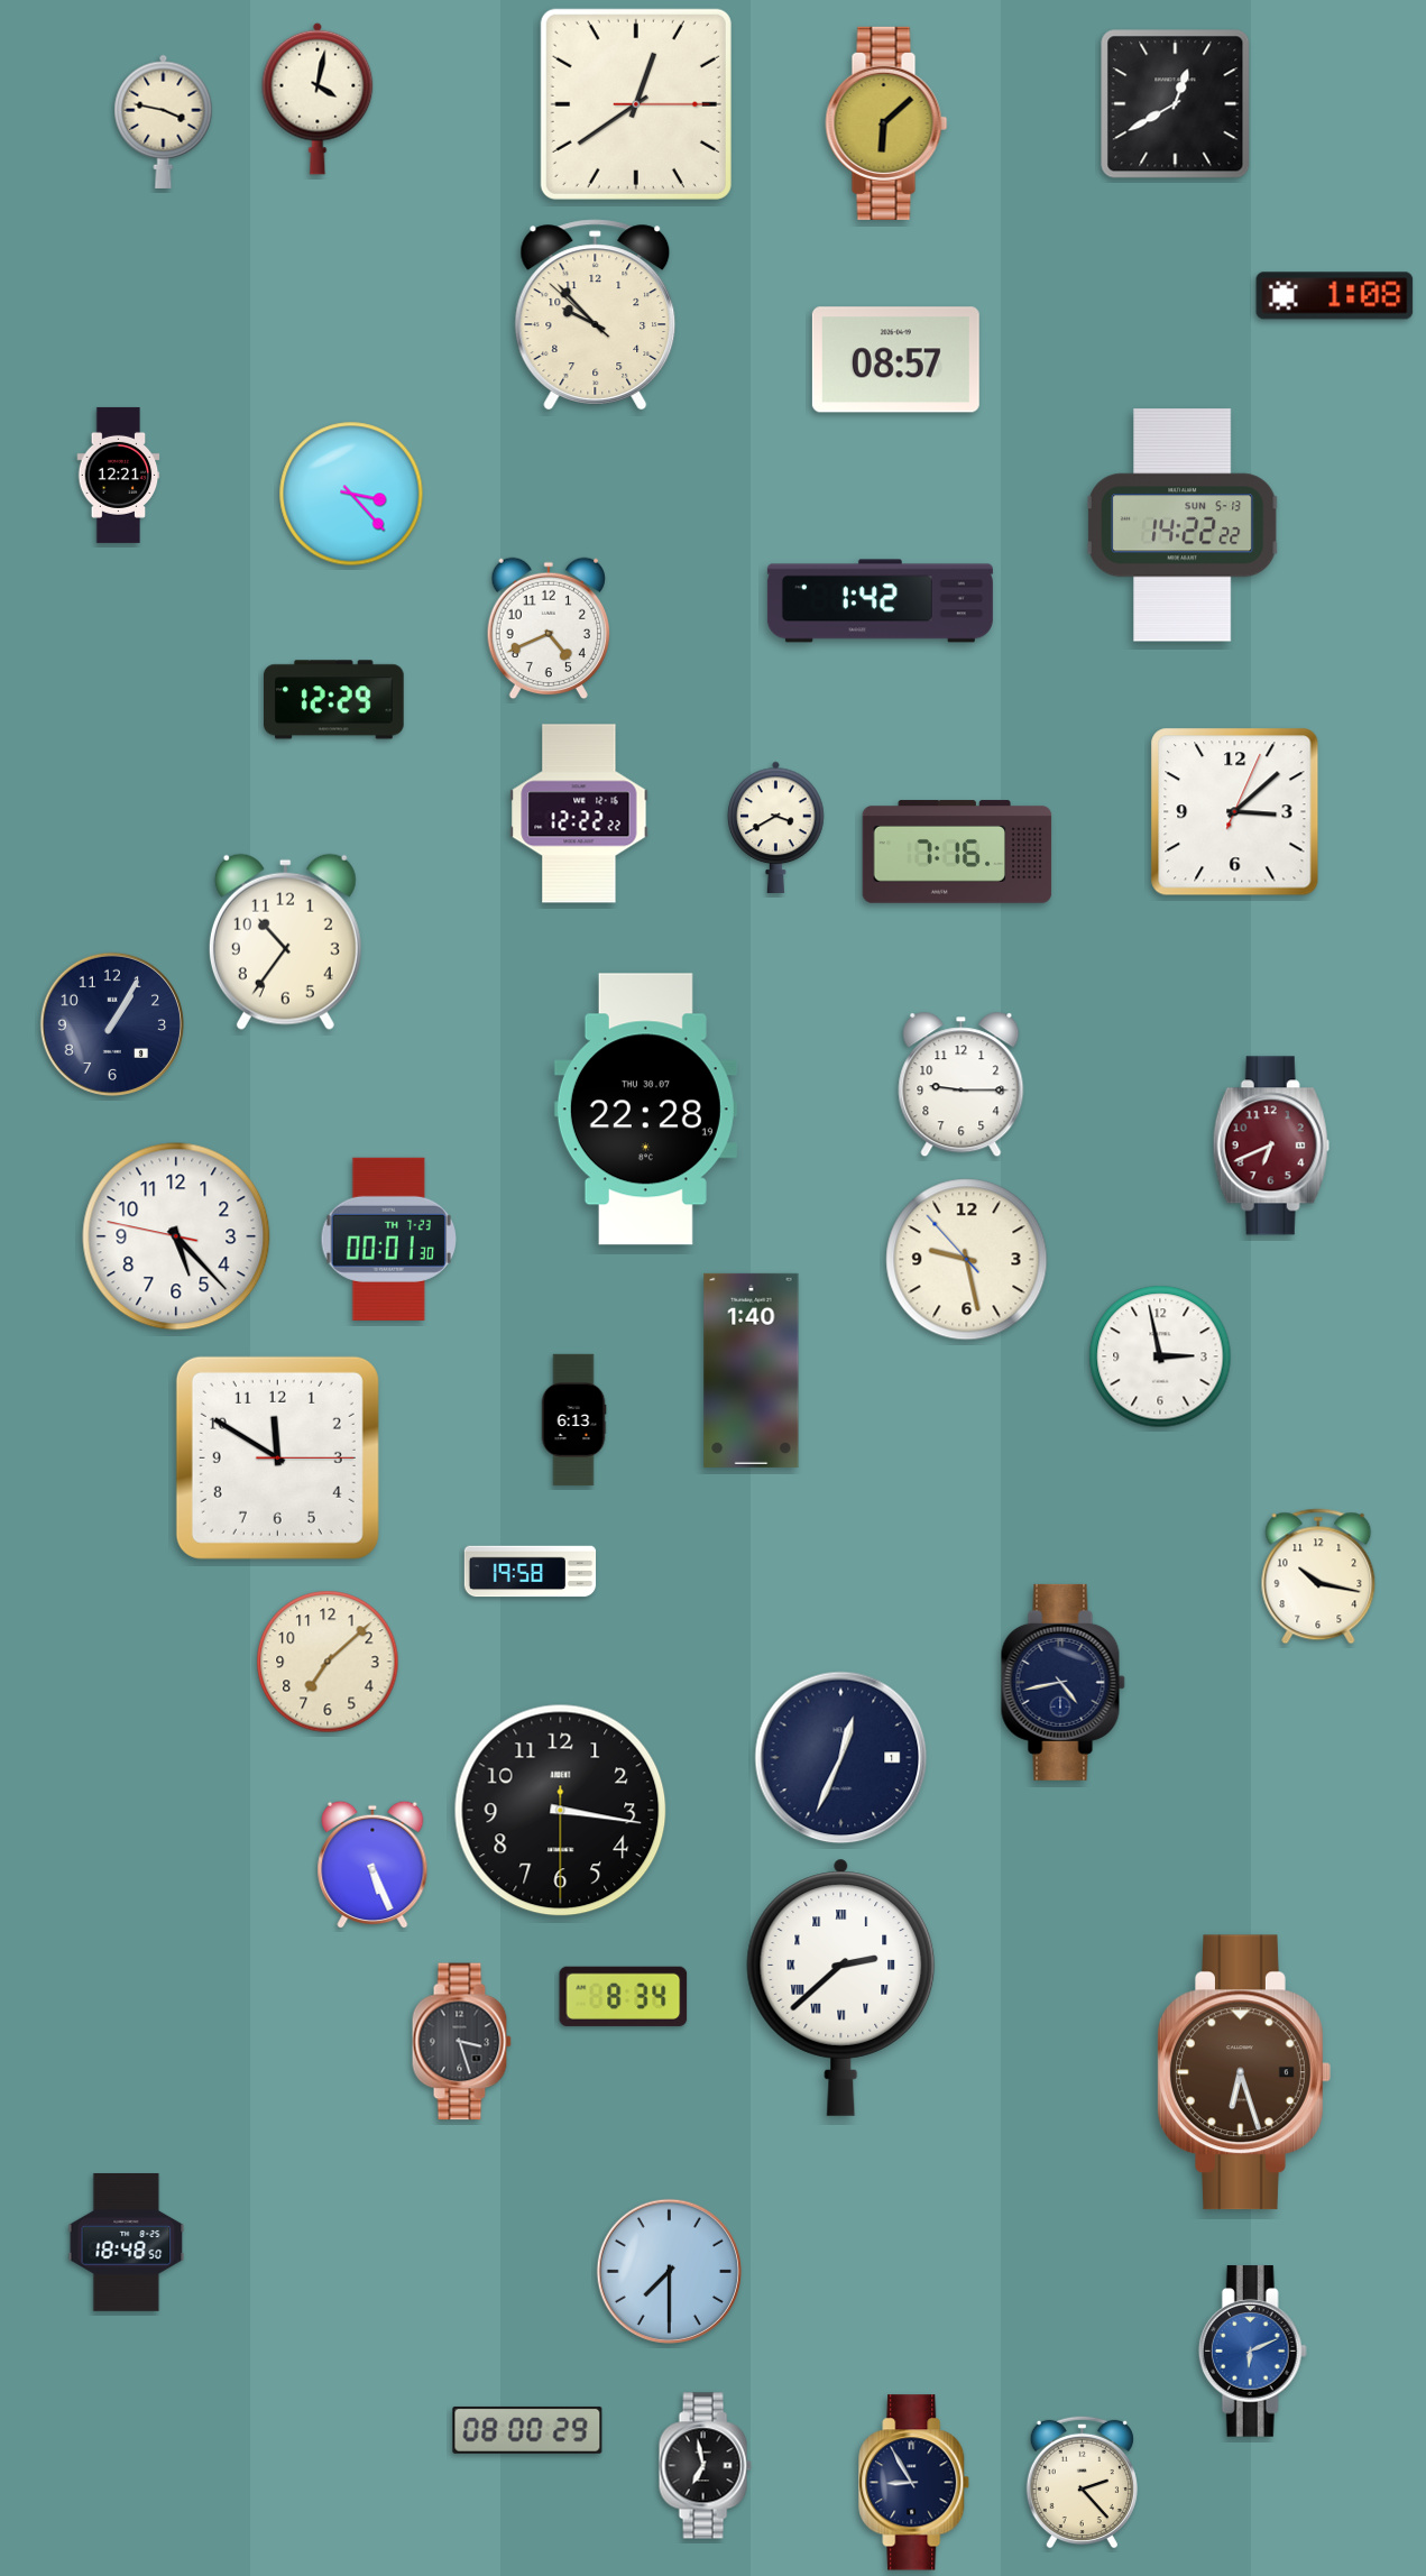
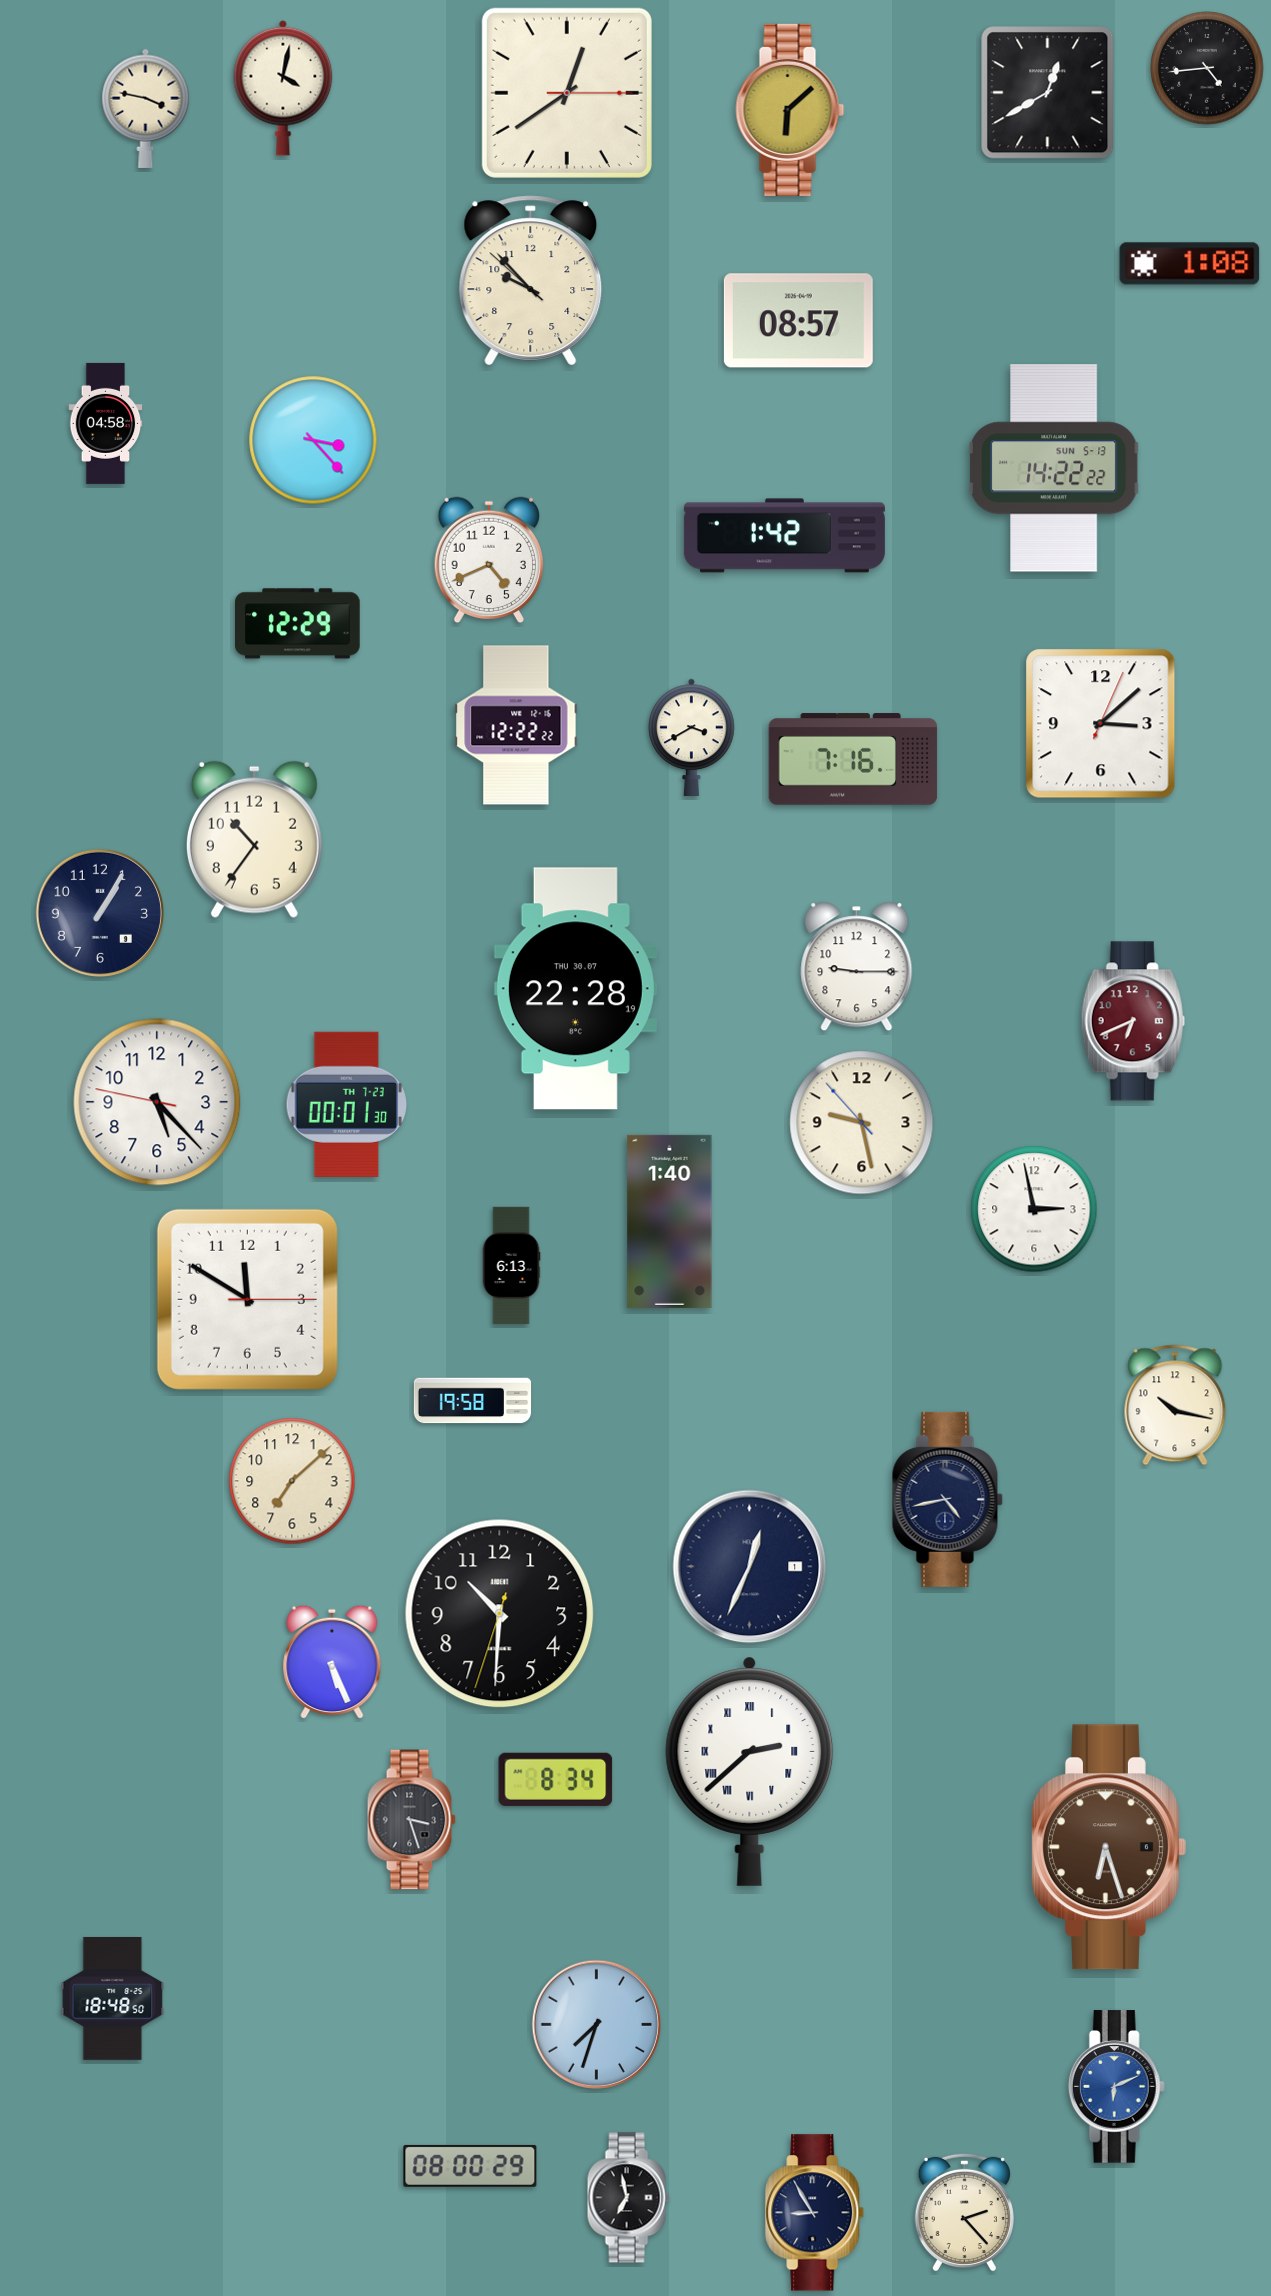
clock at (1207, 68): none -> 4:44
clock at (119, 475): 12:21 -> 04:58
clock at (561, 1811): 3:16 -> 10:30
clock at (669, 2271): 7:30 -> 7:33
clock at (1252, 2352) position: (1252, 2352) -> (1116, 2087)
